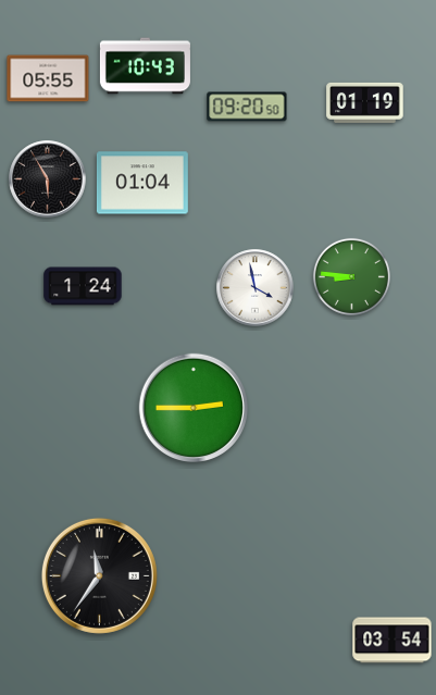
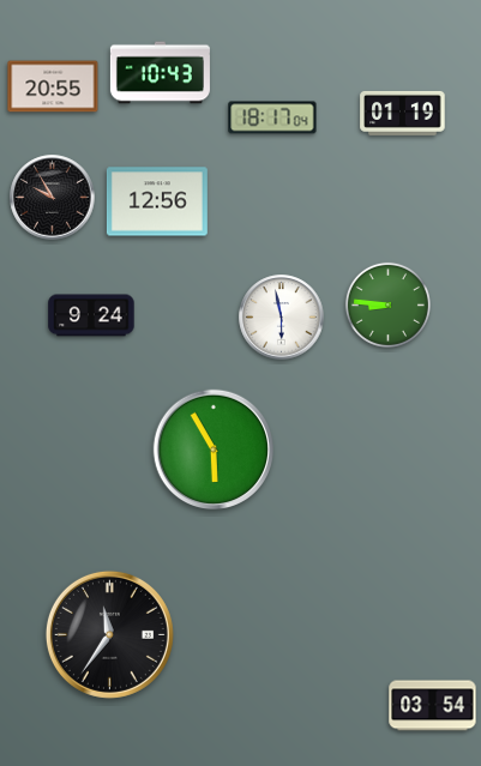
clock at (48, 78): 05:55 -> 20:55
clock at (247, 107): 09:20 -> 18:17
clock at (48, 179): 5:55 -> 9:55
clock at (142, 183): 01:04 -> 12:56
clock at (83, 286): 1:24 -> 9:24
clock at (256, 288): 3:58 -> 5:58
clock at (192, 407): 2:45 -> 5:55
